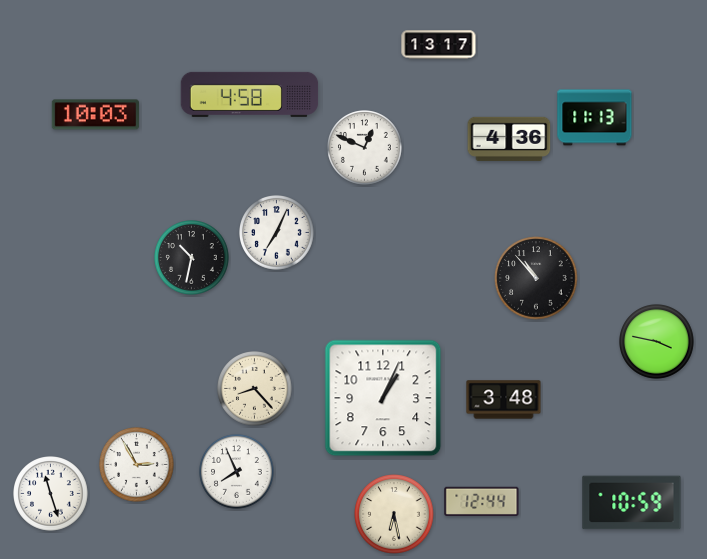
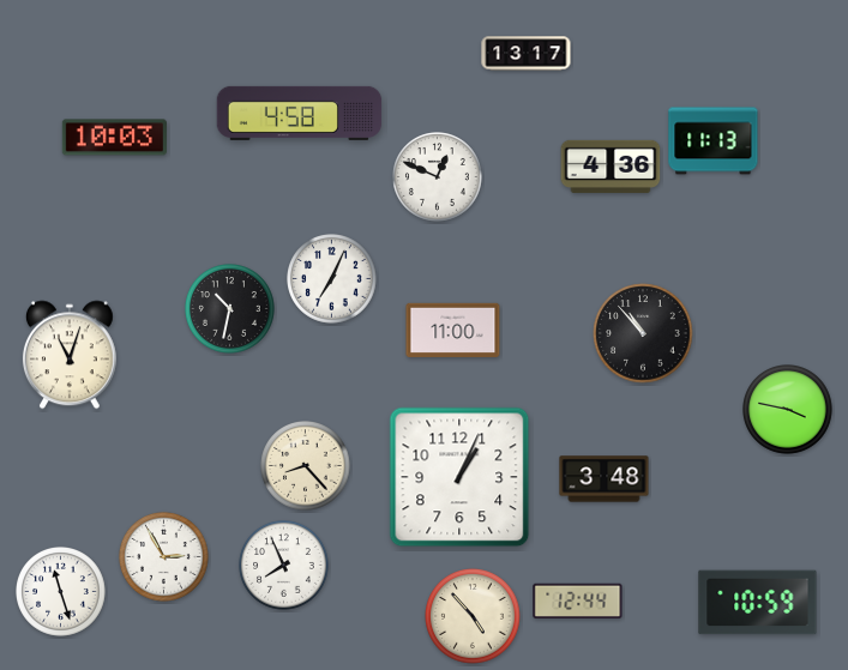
clock at (453, 330): none -> 11:00
clock at (70, 355): none -> 11:03
clock at (394, 514): 6:28 -> 4:53
